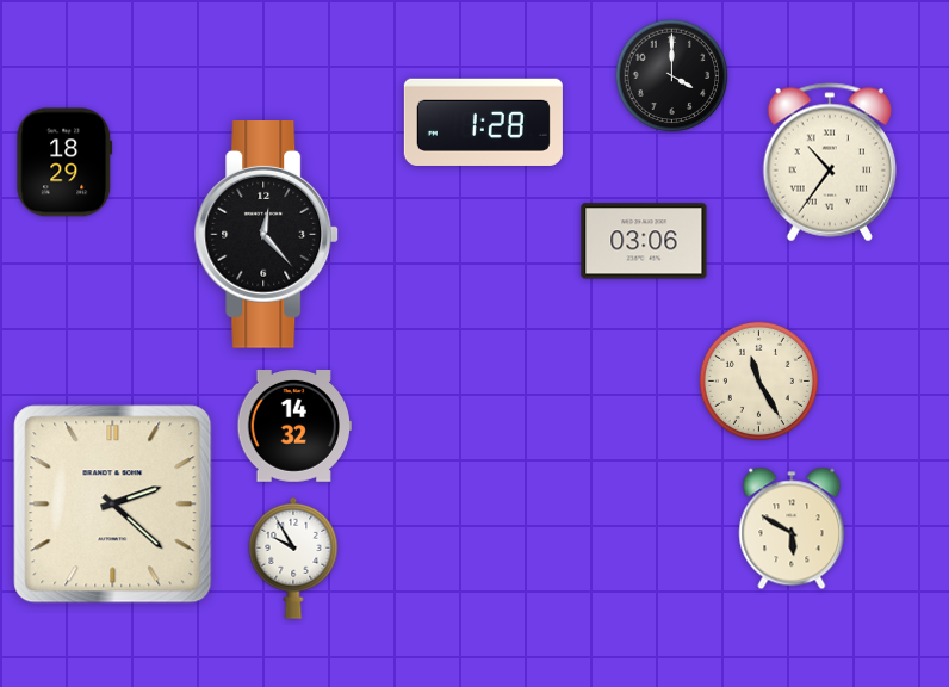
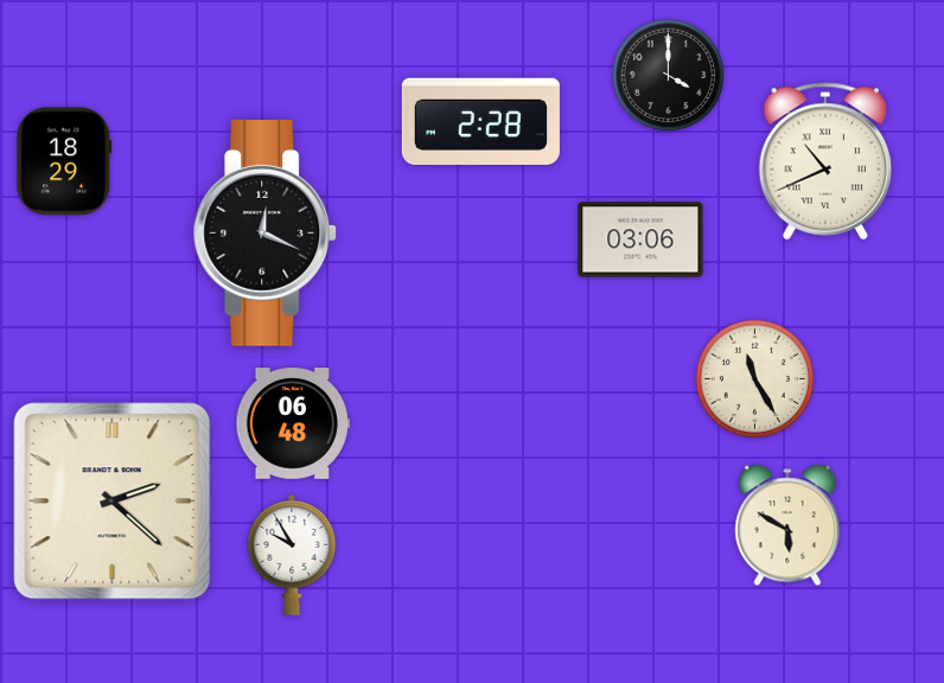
clock at (483, 122): 1:28 -> 2:28
clock at (830, 162): 10:36 -> 10:41
clock at (267, 235): 12:23 -> 12:19
clock at (293, 427): 14:32 -> 06:48
